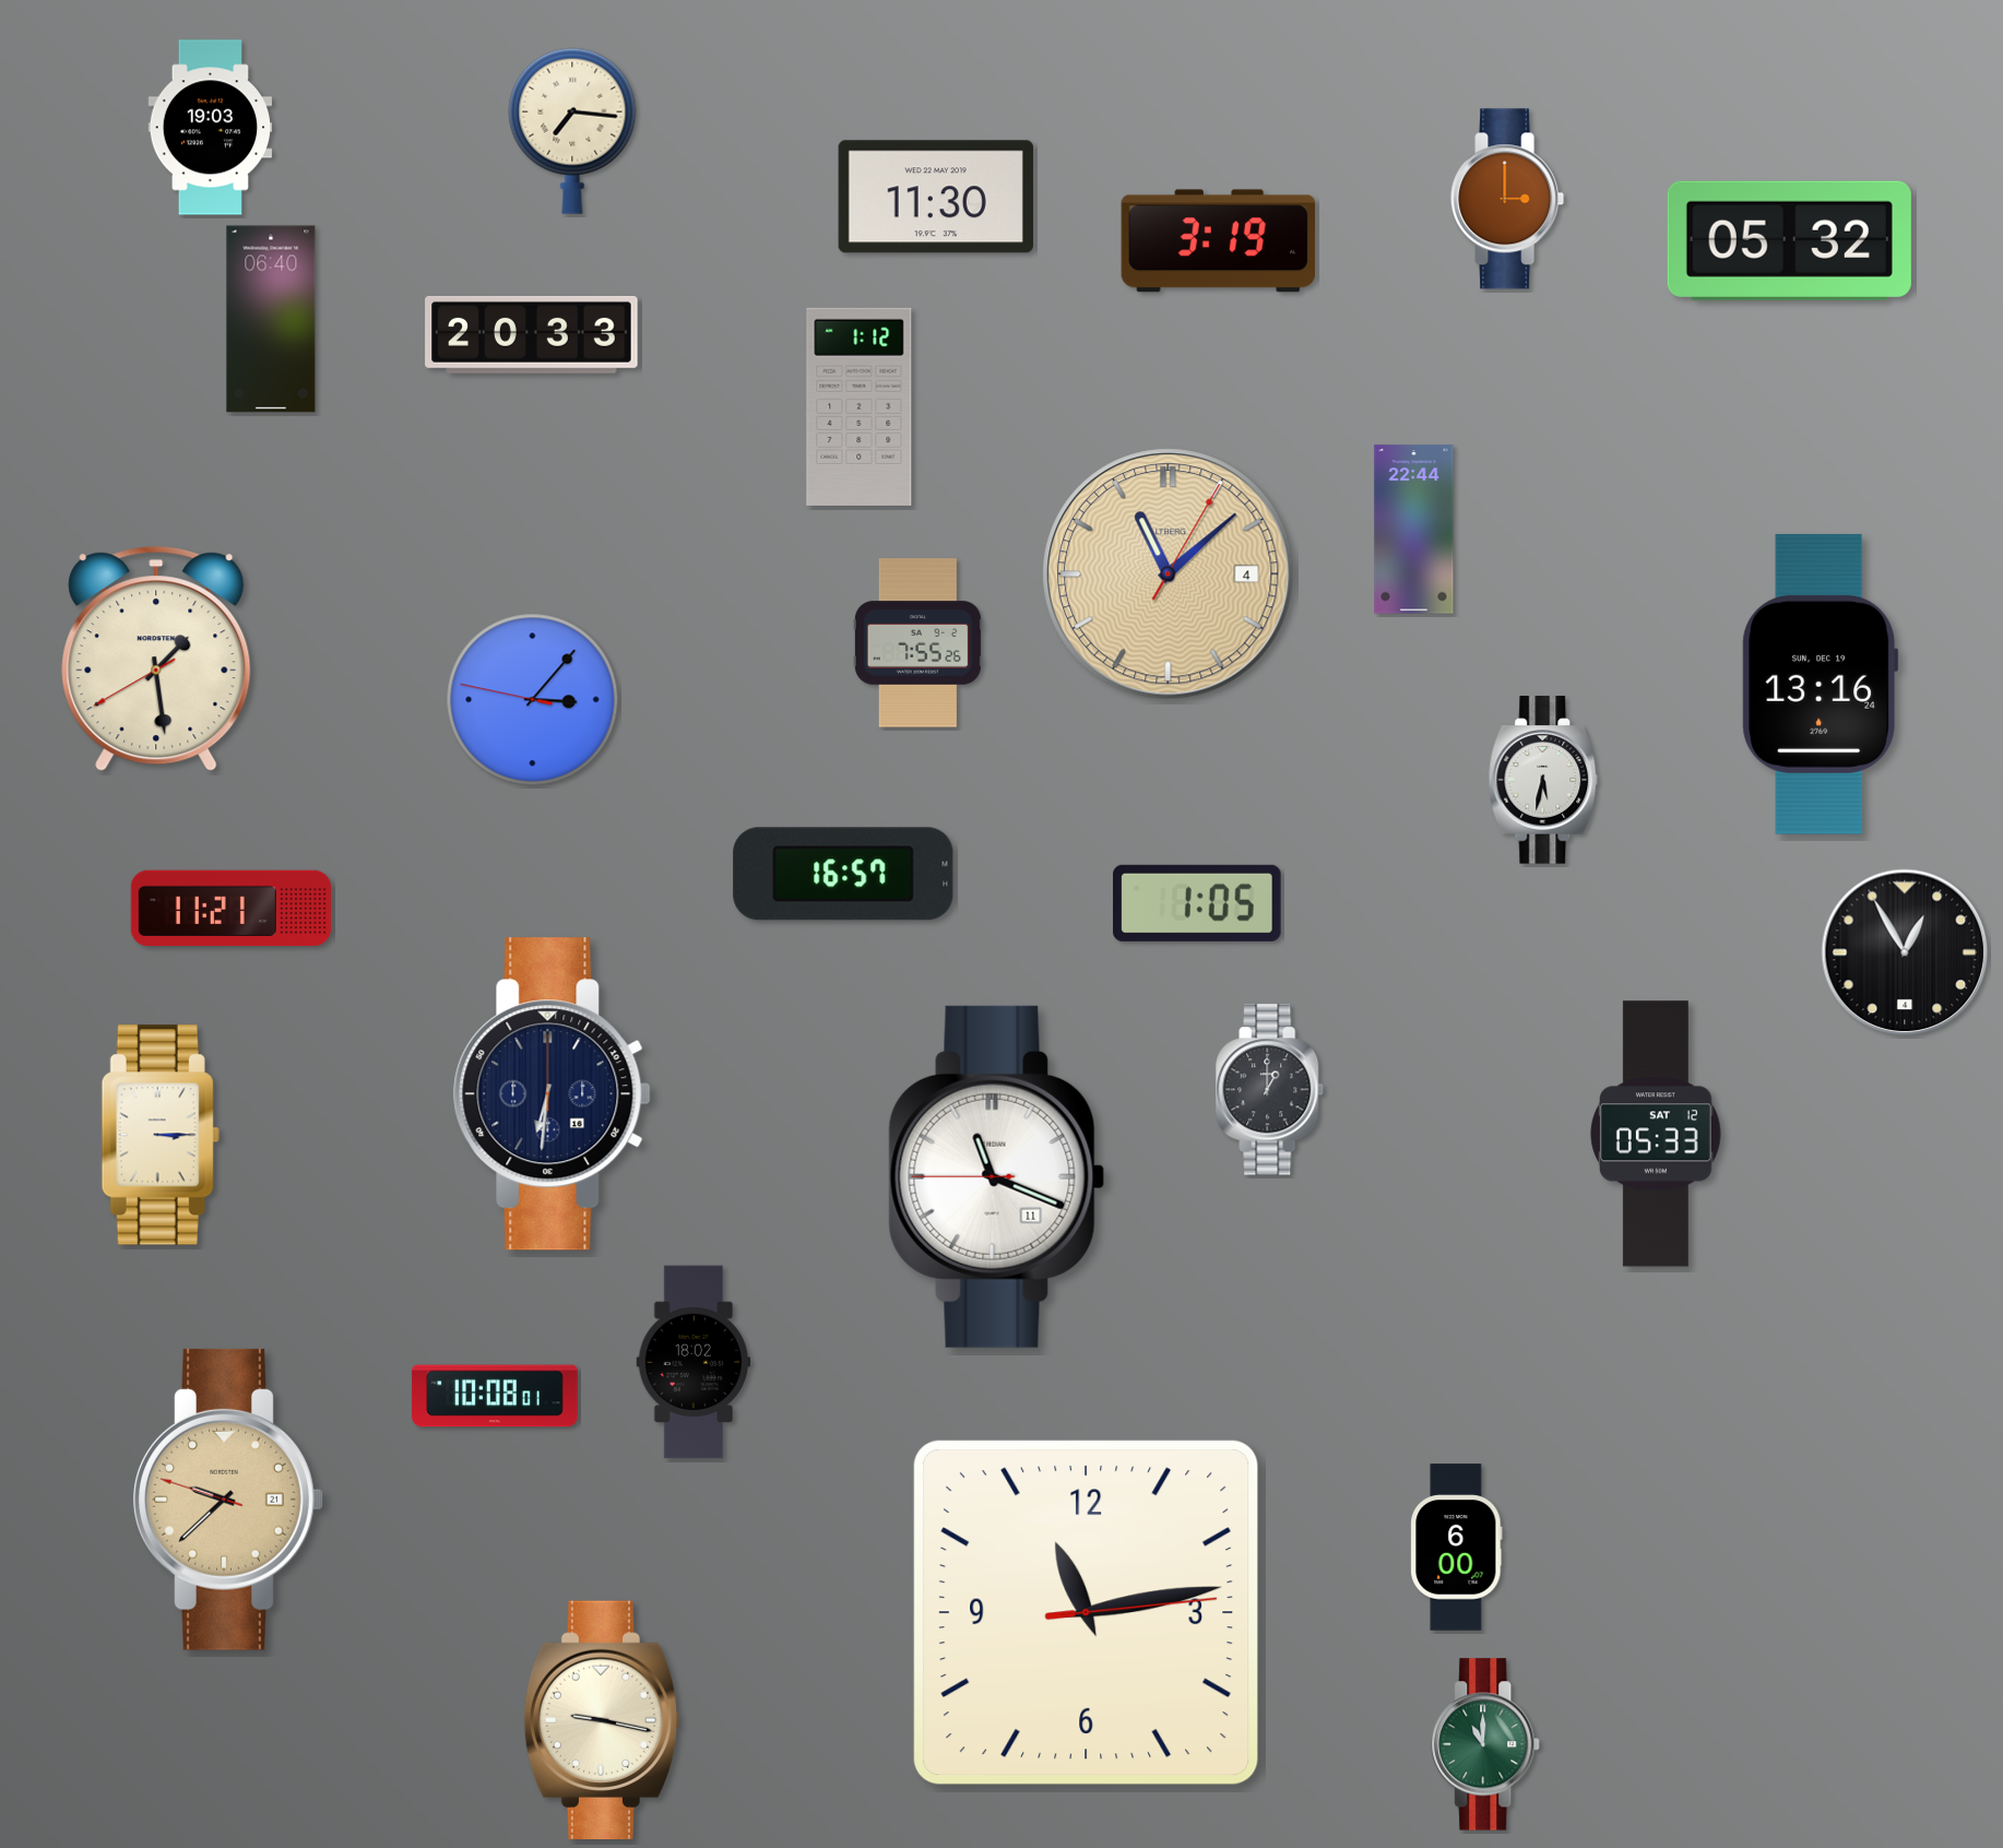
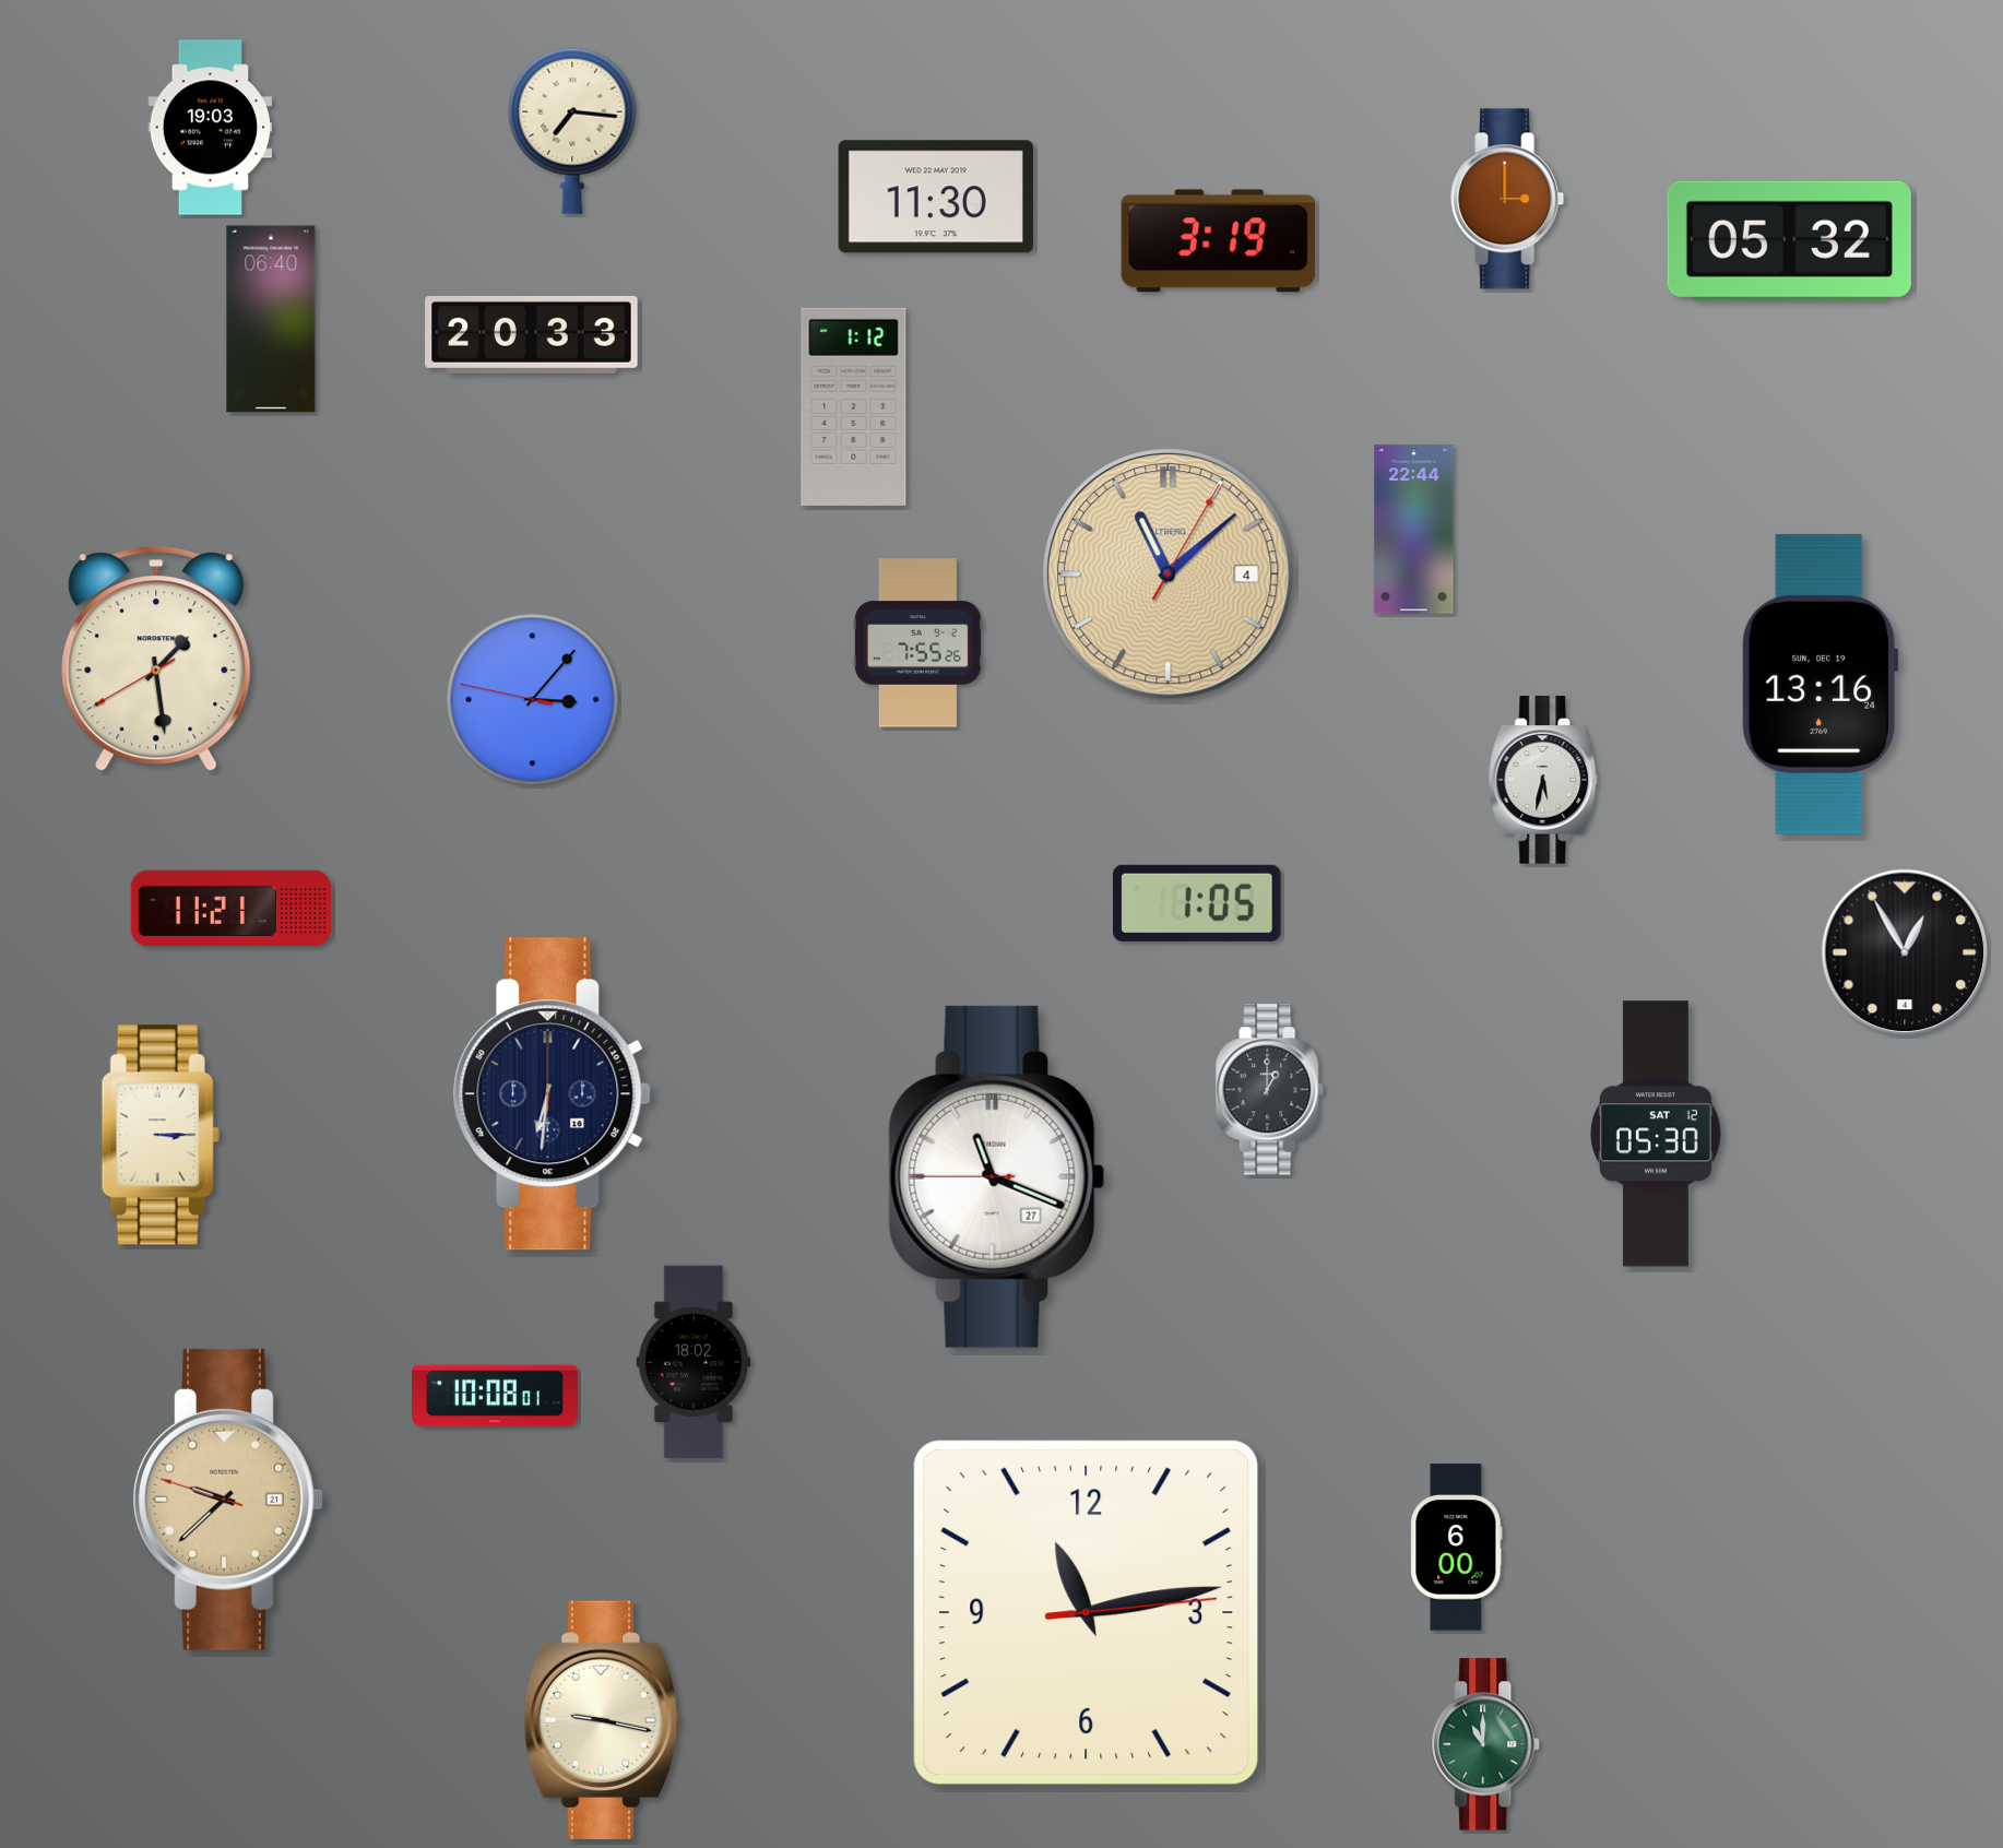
clock at (860, 406) position: (860, 406) -> (854, 406)
clock at (843, 874): 16:57 -> none
clock at (1657, 1134): 05:33 -> 05:30
clock at (997, 1176) date: 11 -> 27
